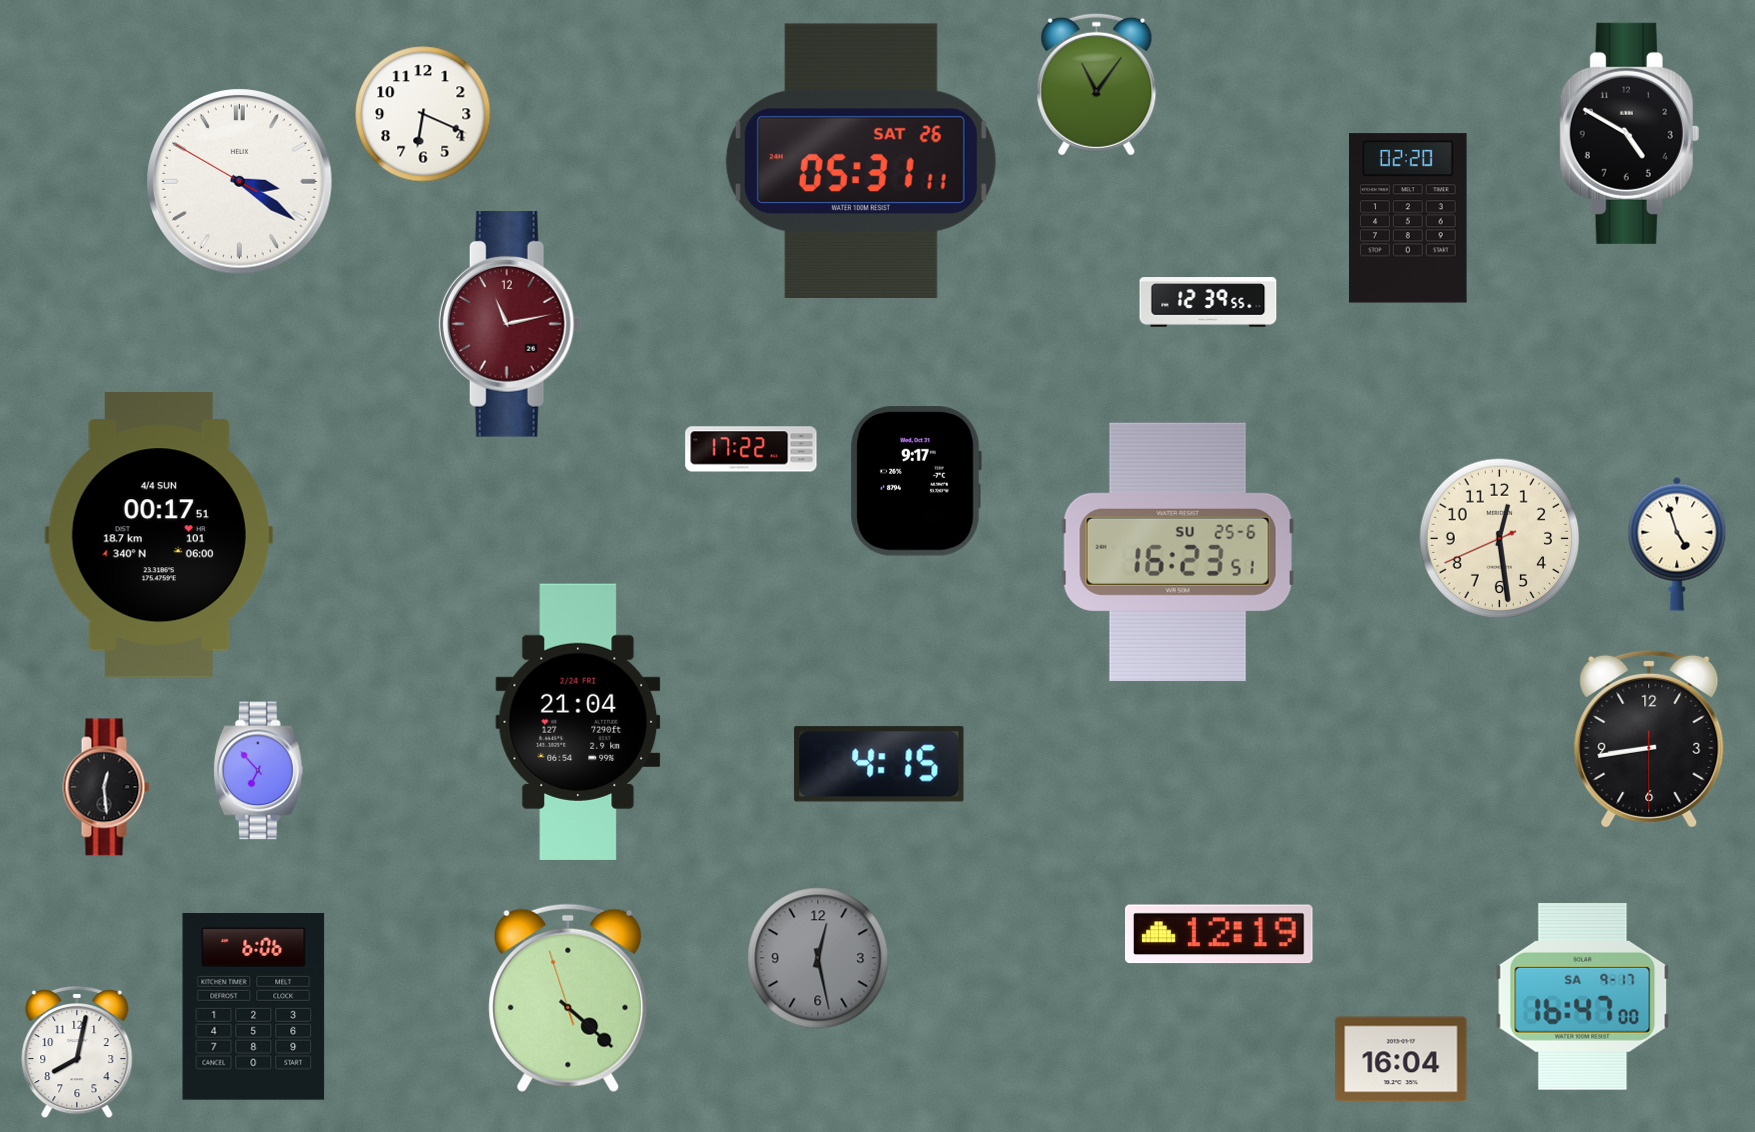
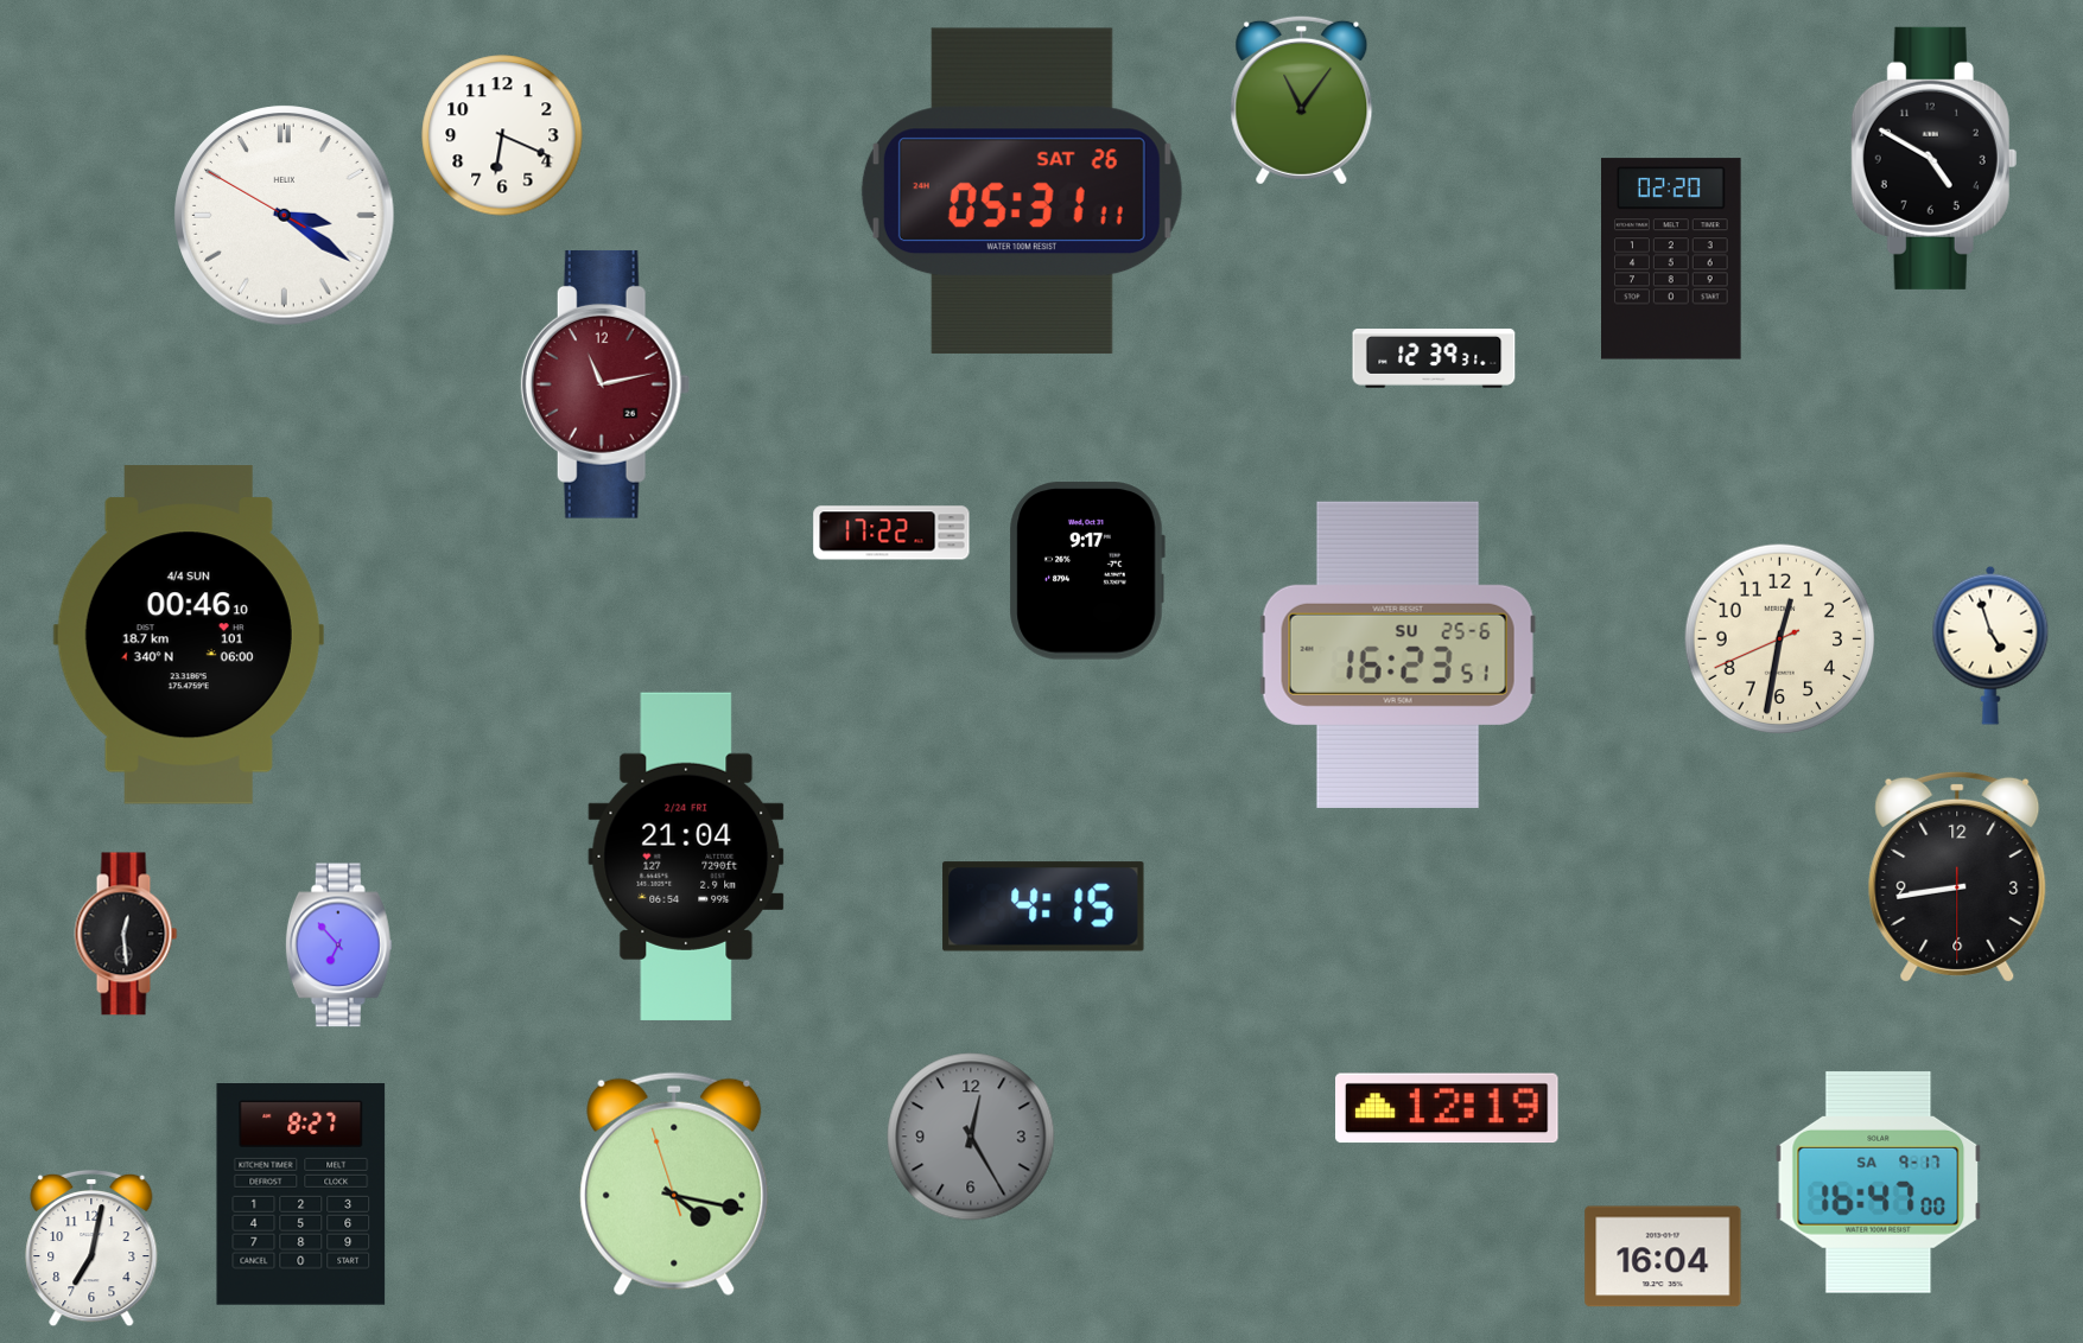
clock at (1208, 302): 12:39:55 -> 12:39:31
clock at (159, 535): 00:17 -> 00:46
clock at (1500, 539): 12:28 -> 12:31
clock at (258, 771) position: (258, 771) -> (338, 946)
clock at (818, 958): 12:28 -> 12:25
clock at (568, 998): 4:21 -> 4:16
clock at (254, 1007): 6:06 -> 8:27
clock at (77, 1052): 8:02 -> 7:02
